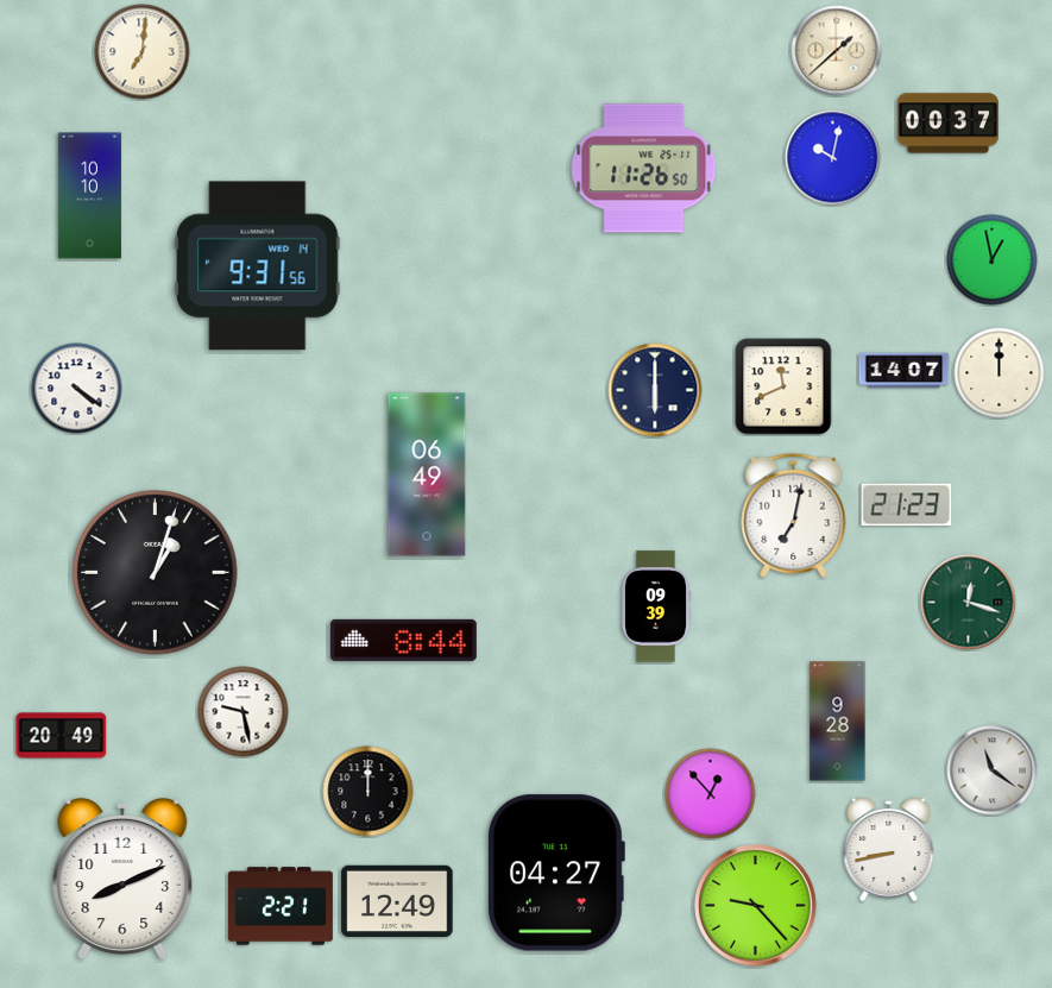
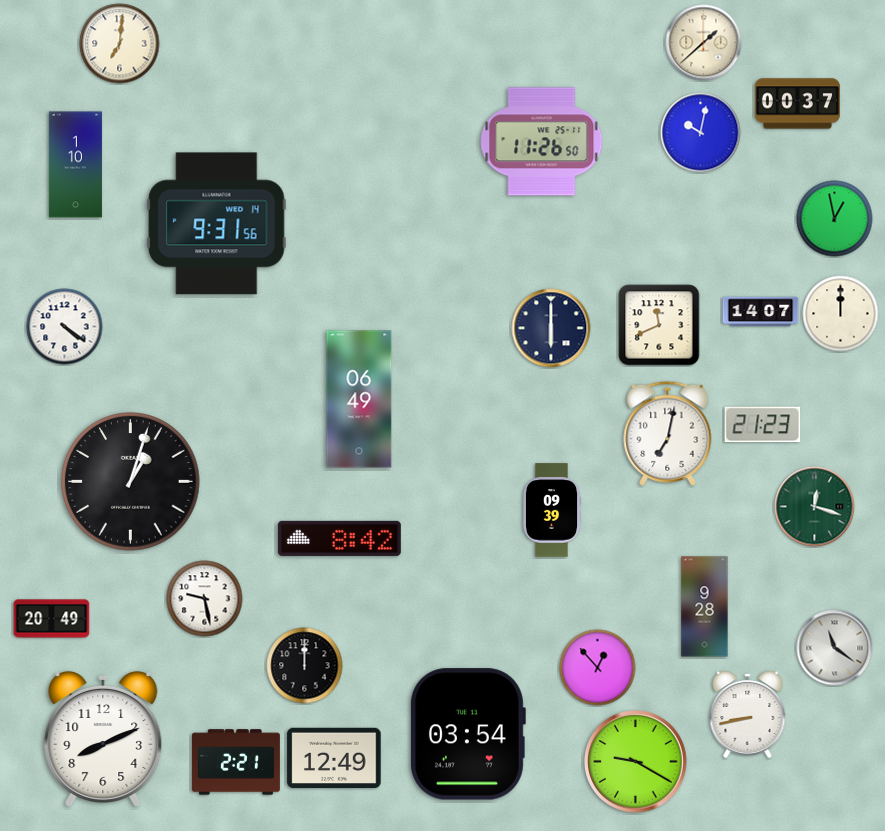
clock at (89, 196): 10:10 -> 1:10
clock at (403, 640): 8:44 -> 8:42
clock at (368, 792) position: (368, 792) -> (305, 666)
clock at (556, 873): 04:27 -> 03:54
clock at (756, 906): 9:23 -> 9:20
